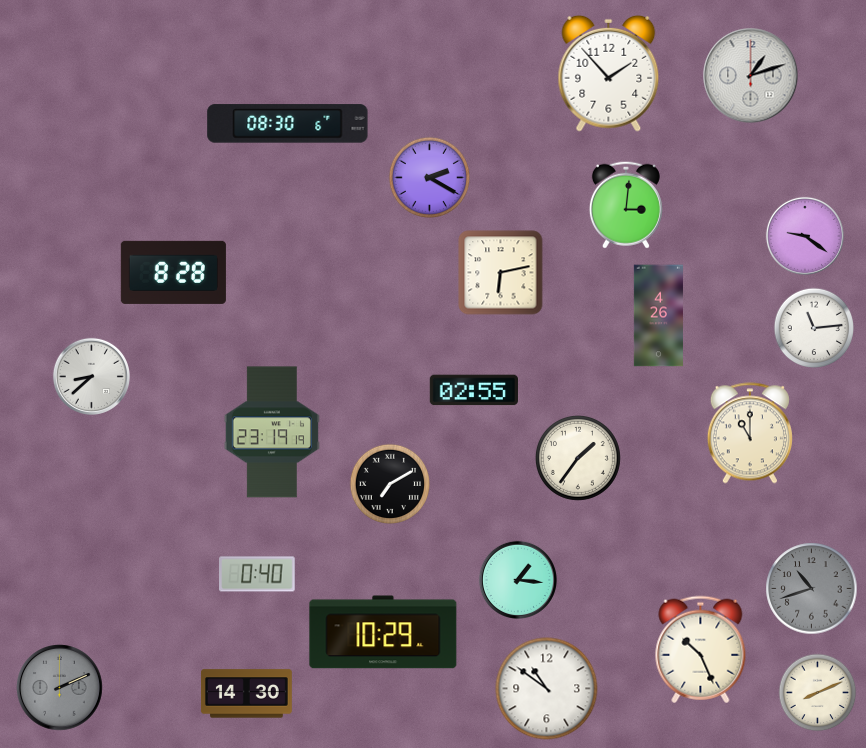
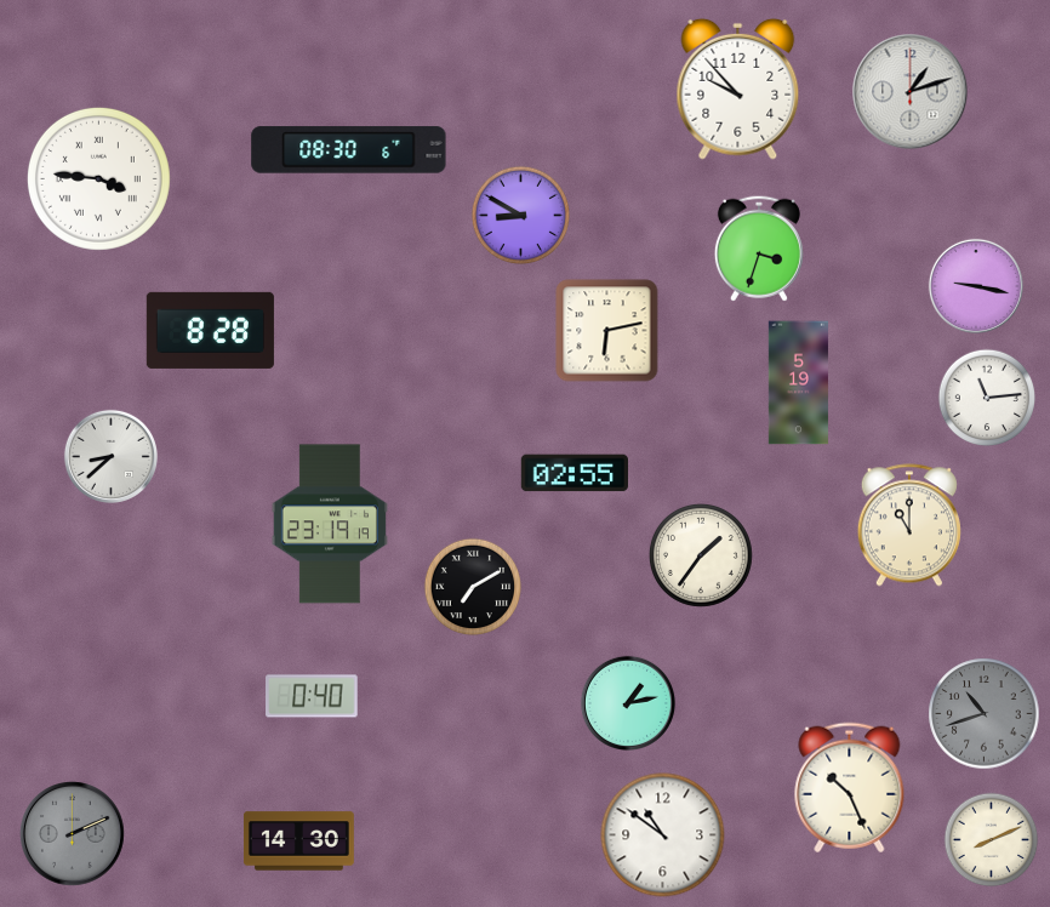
clock at (609, 73): 1:53 -> 9:53
clock at (98, 178): none -> 3:46
clock at (429, 177): 2:20 -> 8:50
clock at (626, 205): 3:01 -> 3:33
clock at (805, 236): 9:21 -> 9:17
clock at (658, 316): 4:26 -> 5:19
clock at (518, 580): 1:16 -> 1:13
clock at (383, 632): 10:29 -> none
